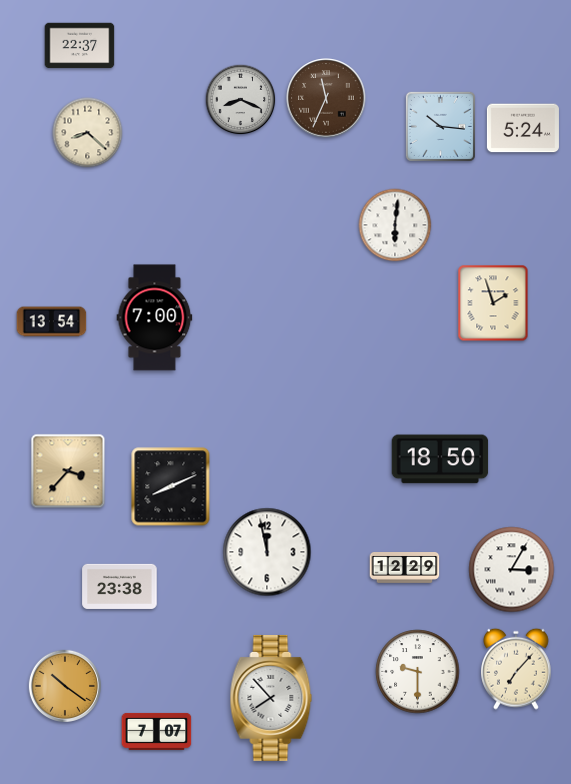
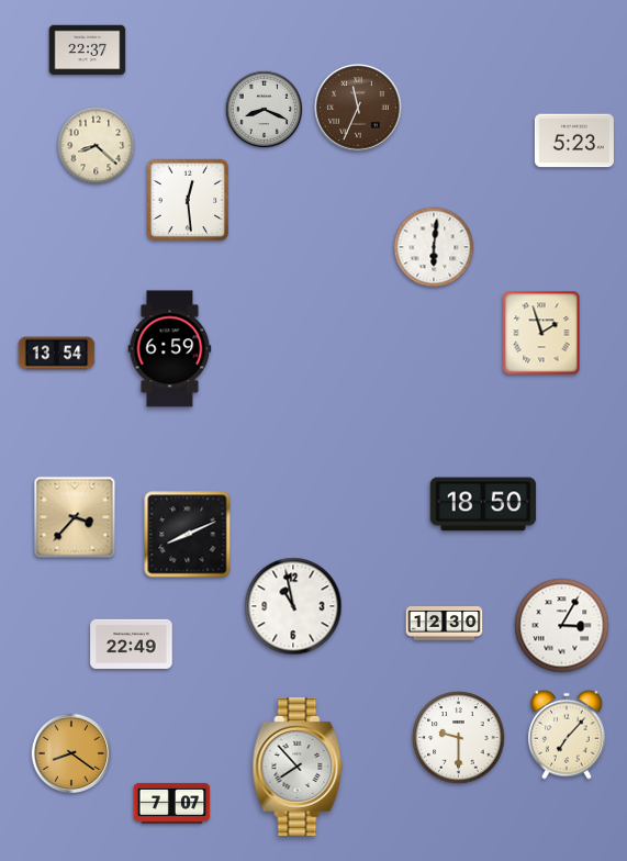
clock at (440, 126): 10:16 -> none
clock at (523, 128): 5:24 -> 5:23
clock at (188, 200): none -> 12:29
clock at (155, 318): 7:00 -> 6:59
clock at (267, 552): 11:58 -> 10:58
clock at (405, 568): 12:29 -> 12:30
clock at (120, 586): 23:38 -> 22:49
clock at (64, 685): 10:21 -> 8:21
